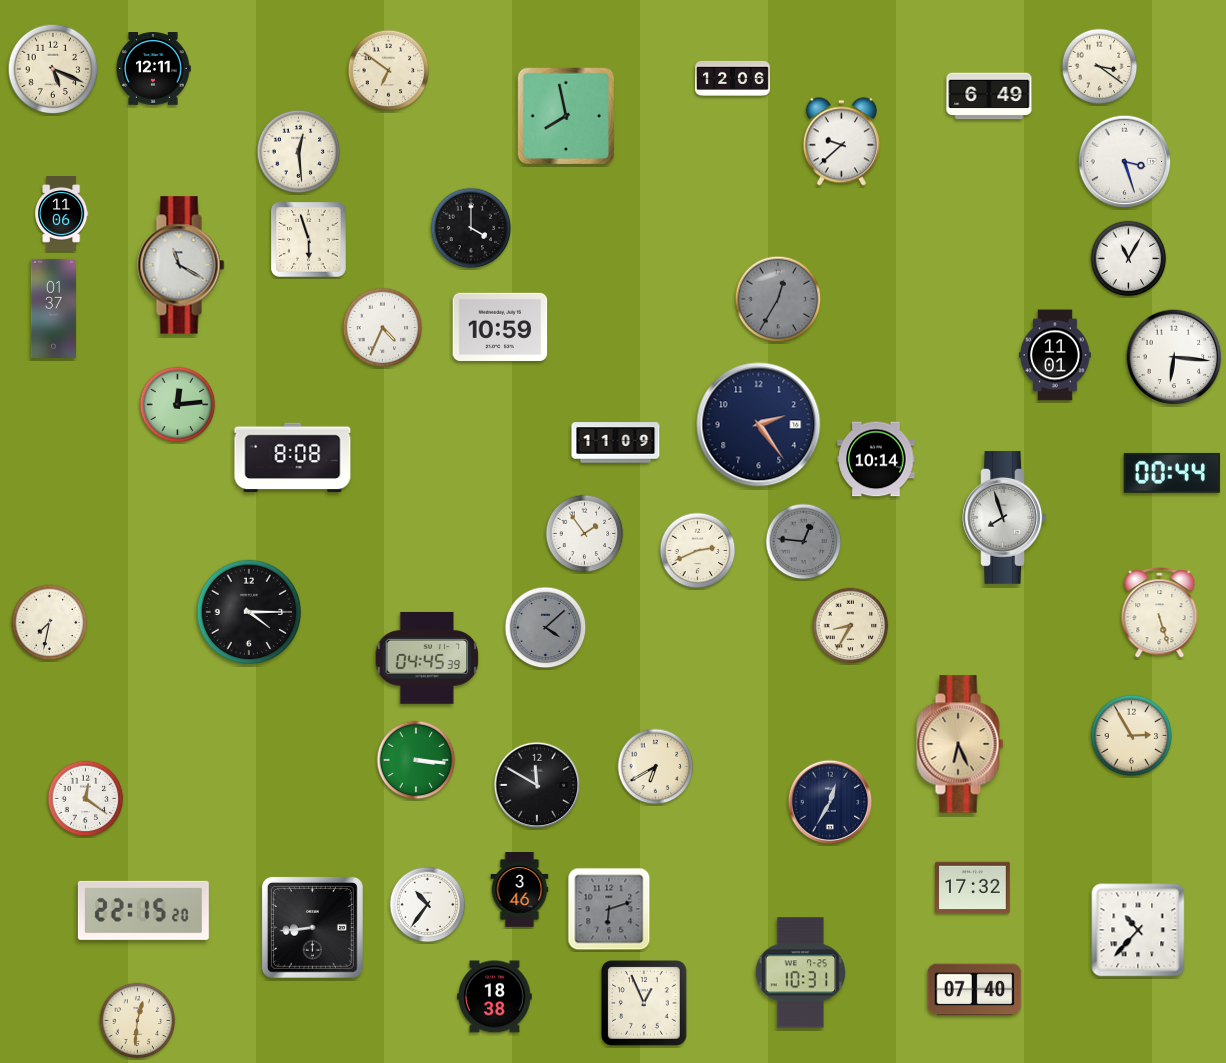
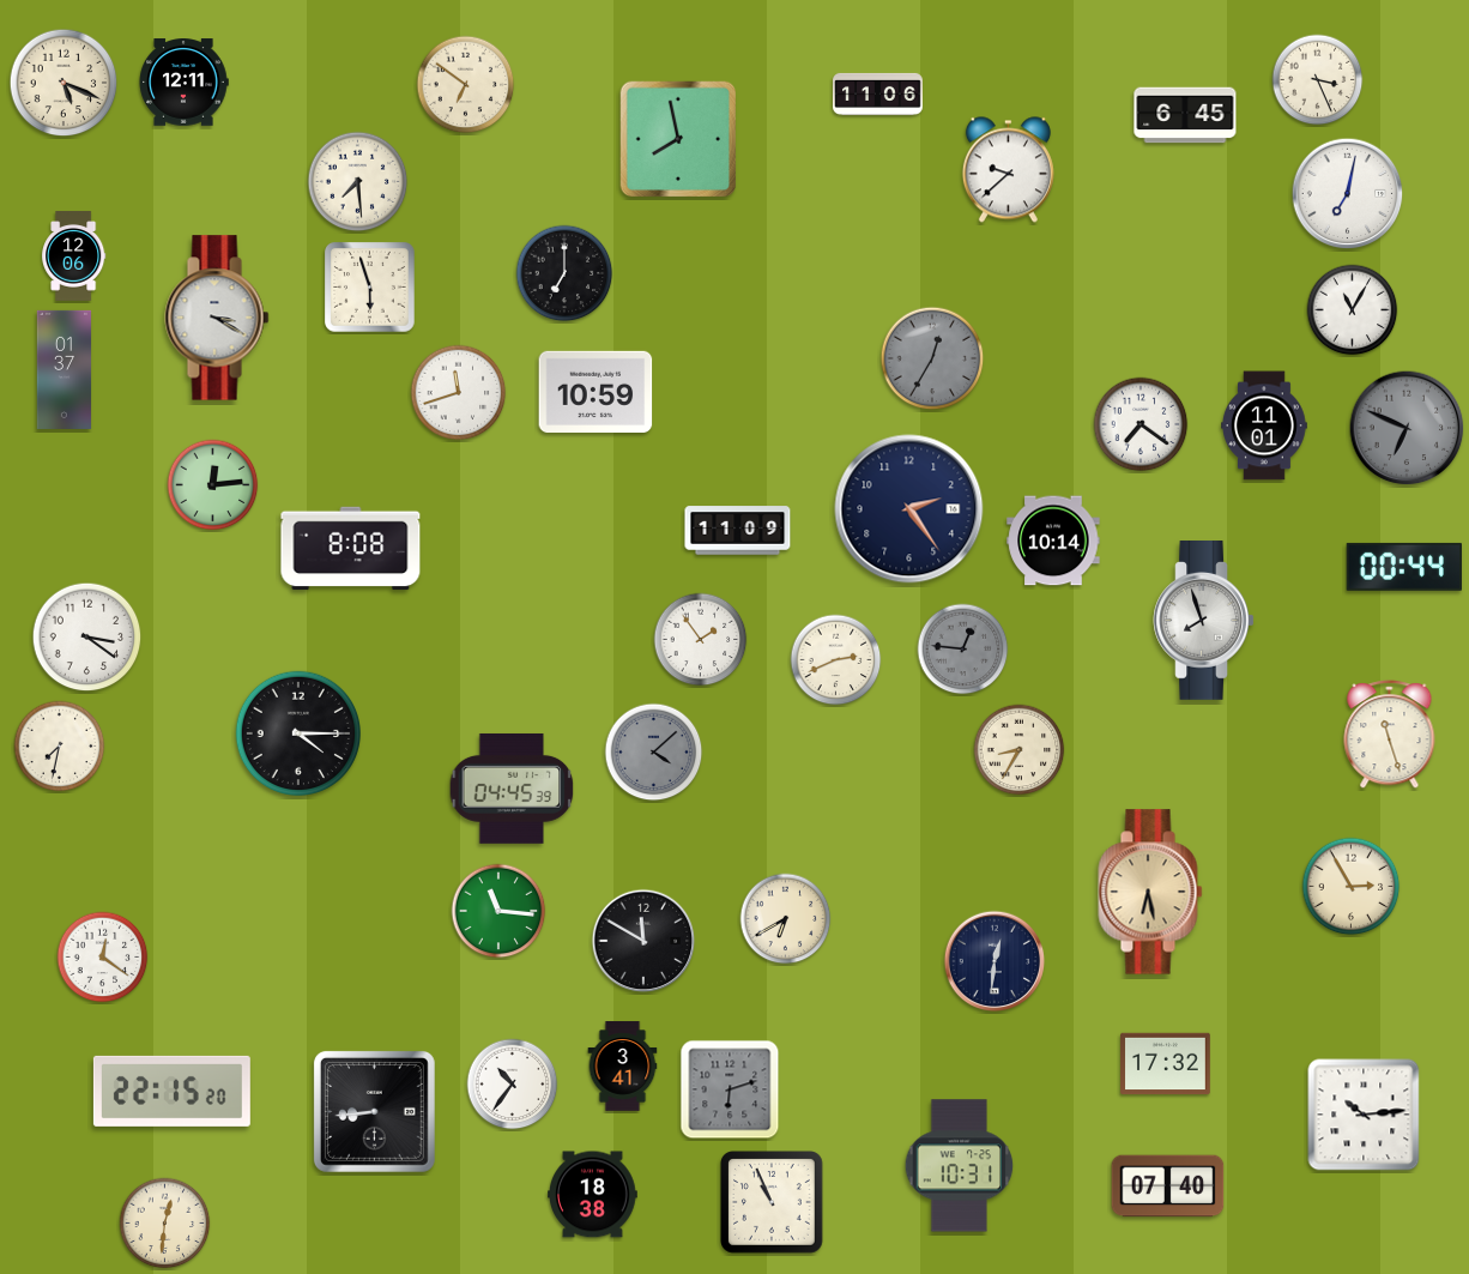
clock at (1100, 67): 3:21 -> 3:26
clock at (733, 78): 12:06 -> 11:06
clock at (989, 96): 6:49 -> 6:45
clock at (299, 152): 12:29 -> 7:29
clock at (1125, 162): 3:27 -> 7:02
clock at (62, 214): 11:06 -> 12:06
clock at (471, 228): 4:00 -> 7:00
clock at (181, 265): 11:20 -> 3:20
clock at (500, 327) position: (500, 327) -> (596, 392)
clock at (383, 328): 4:34 -> 11:42
clock at (1141, 424): none -> 7:21
clock at (1174, 357): 6:16 -> 6:49
clock at (1174, 357) dial: white -> grey
clock at (876, 459) position: (876, 459) -> (1053, 541)
clock at (87, 638): none -> 3:21
clock at (1160, 613): 5:27 -> 11:27
clock at (1132, 736) position: (1132, 736) -> (1352, 887)
clock at (960, 744): 6:26 -> 6:28
clock at (416, 760): 3:16 -> 11:16
clock at (830, 802): 12:35 -> 12:31
clock at (520, 890): 3:46 -> 3:41
clock at (1138, 930): 10:37 -> 10:14
clock at (645, 1004): 12:56 -> 10:56
